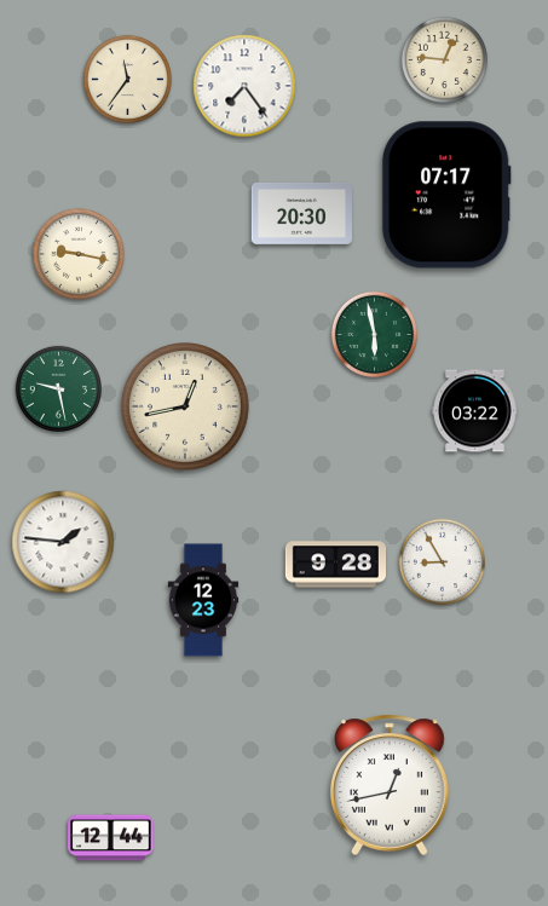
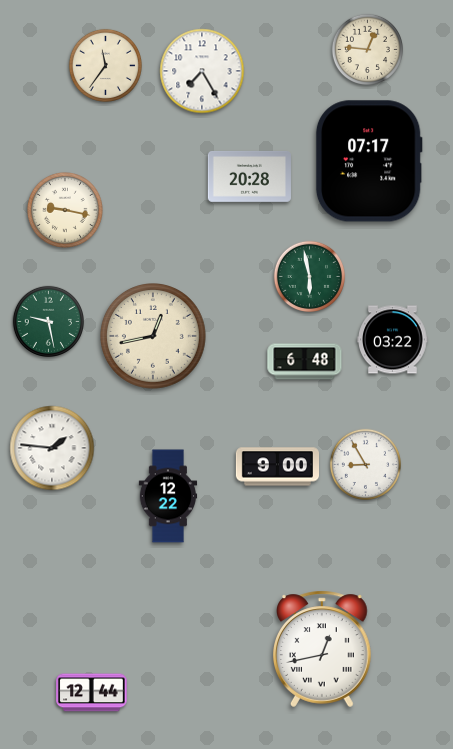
clock at (244, 86): 7:24 -> 7:25
clock at (301, 214): 20:30 -> 20:28
clock at (305, 362): none -> 6:48
clock at (335, 565): 9:28 -> 9:00
clock at (203, 600): 12:23 -> 12:22
